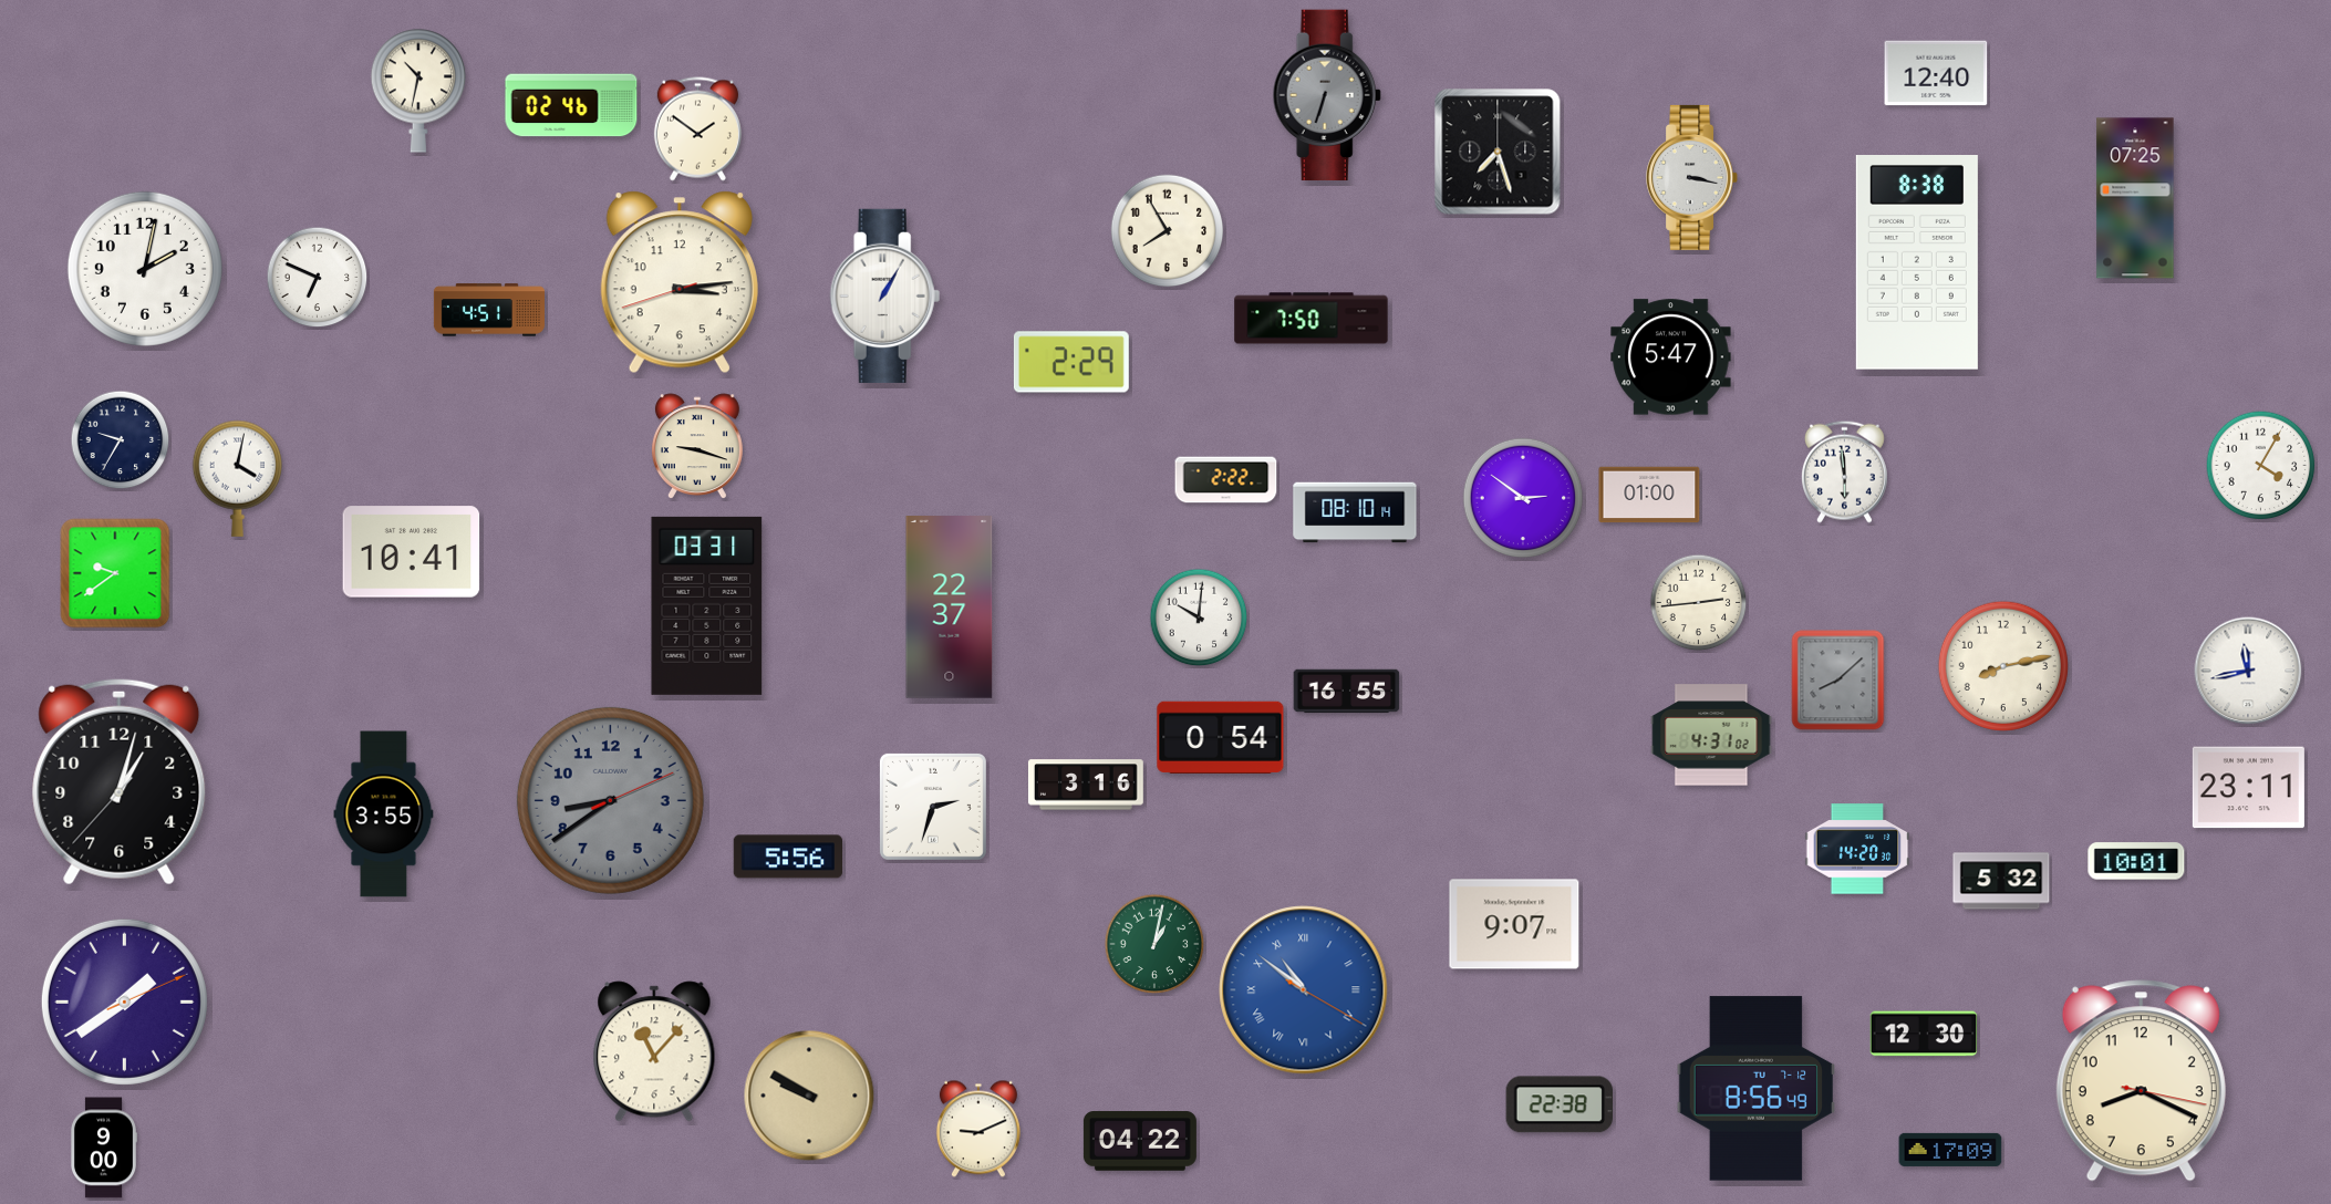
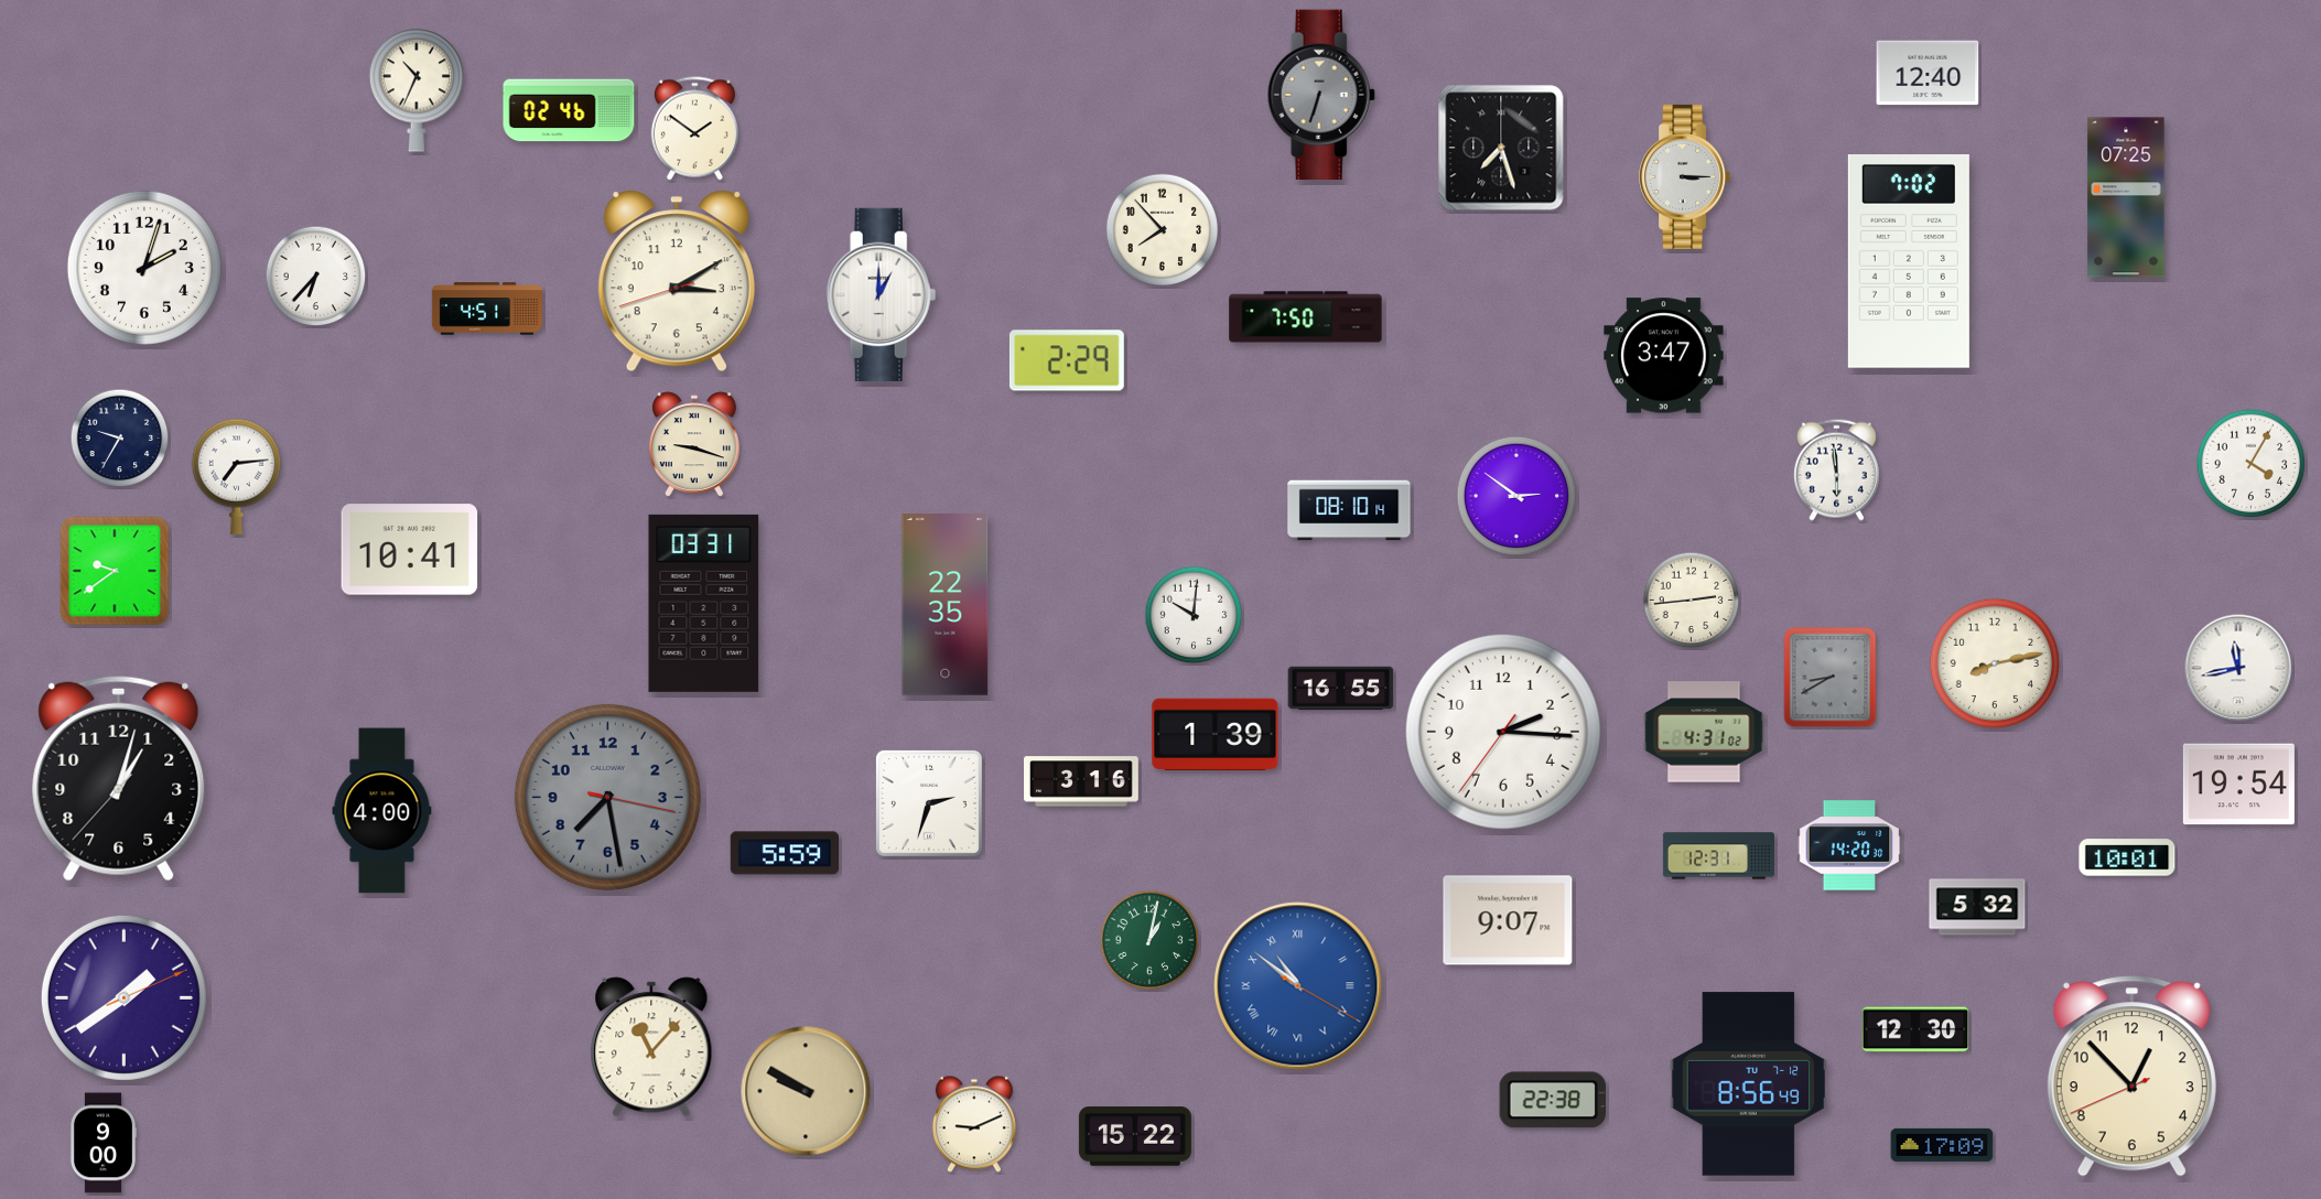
clock at (418, 91): 10:32 -> 10:34
clock at (571, 105) position: (571, 105) -> (569, 110)
clock at (1498, 152) position: (1498, 152) -> (1501, 148)
clock at (1692, 177): 3:17 -> 3:15
clock at (1168, 231): 7:55 -> 7:53
clock at (1917, 263): 8:38 -> 7:02
clock at (145, 269): 2:02 -> 2:03
clock at (318, 278): 6:49 -> 6:37
clock at (680, 282): 3:13 -> 3:09
clock at (885, 295): 1:05 -> 1:00
clock at (1671, 357): 5:47 -> 3:47
clock at (237, 478): 4:02 -> 7:14
clock at (1226, 480): 2:22 -> none
clock at (1649, 495): 01:00 -> none
clock at (950, 608): 22:37 -> 22:35
clock at (1838, 681): 8:08 -> 8:40
clock at (1503, 732): none -> 2:15
clock at (1221, 737): 0:54 -> 1:39
clock at (2248, 788): 23:11 -> 19:54
clock at (610, 800): 8:39 -> 7:28
clock at (384, 814): 3:55 -> 4:00
clock at (787, 857): 5:56 -> 5:59
clock at (1718, 856): none -> 12:31
clock at (2001, 881) position: (2001, 881) -> (1977, 907)
clock at (2141, 1081): 8:19 -> 12:52
clock at (1140, 1141): 04:22 -> 15:22
